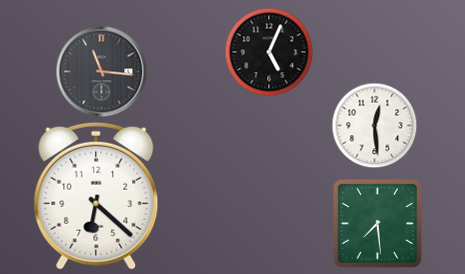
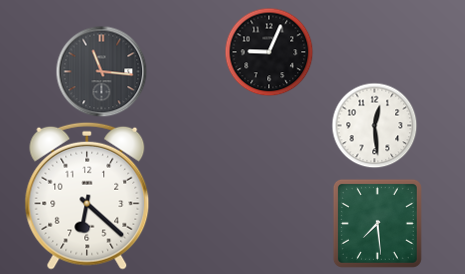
clock at (269, 52): 5:04 -> 9:04
clock at (96, 196) position: (96, 196) -> (87, 196)
